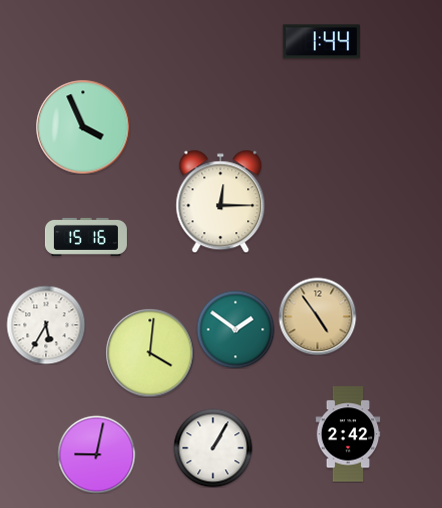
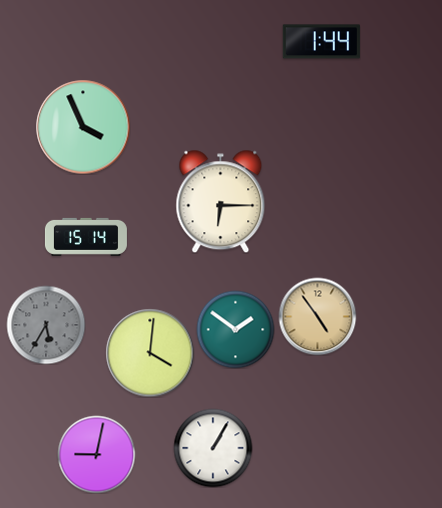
clock at (221, 201): 12:15 -> 6:15
clock at (86, 237): 15:16 -> 15:14
clock at (46, 325) dial: white -> grey
clock at (348, 434): 2:42 -> none
